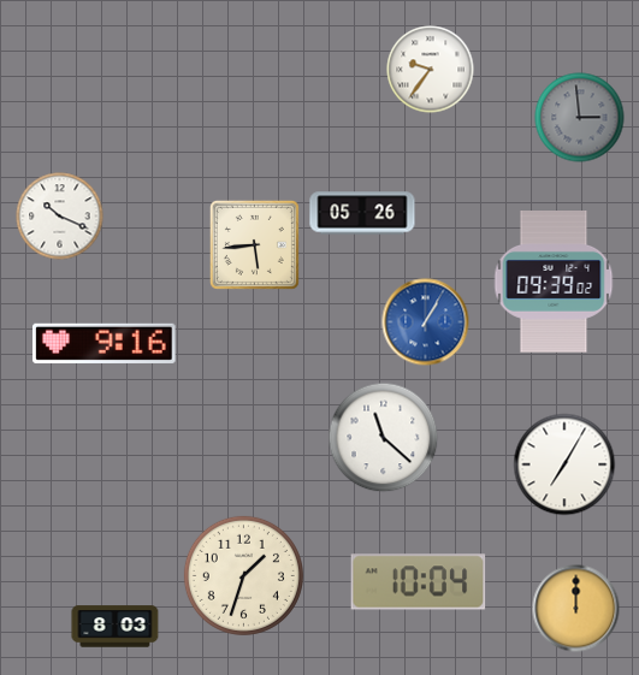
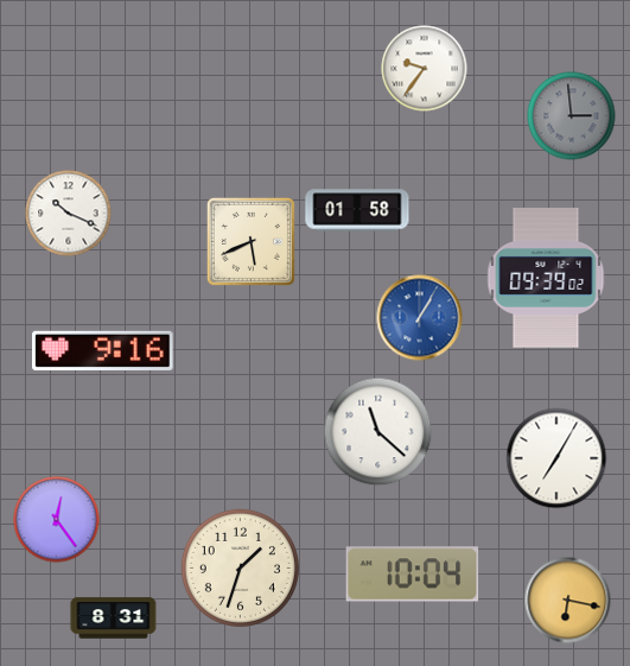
clock at (362, 213): 05:26 -> 01:58
clock at (60, 217) position: (60, 217) -> (69, 214)
clock at (254, 244): 5:44 -> 5:41
clock at (105, 343) position: (105, 343) -> (103, 350)
clock at (57, 520): none -> 12:24
clock at (576, 609): 12:00 -> 6:17
clock at (116, 627): 8:03 -> 8:31
